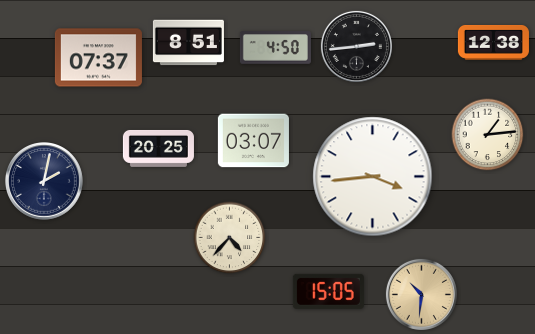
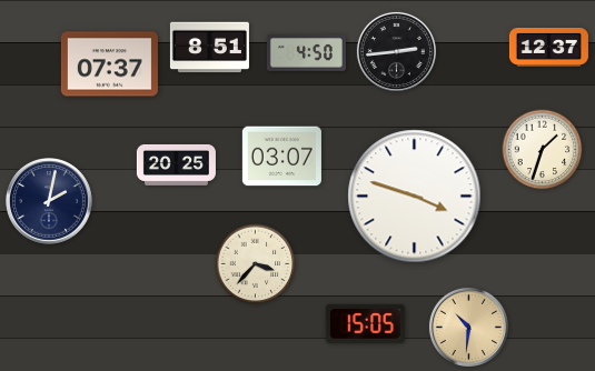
clock at (493, 42): 12:38 -> 12:37
clock at (488, 135): 1:14 -> 1:33
clock at (373, 177): 3:44 -> 3:48
clock at (230, 238): 4:37 -> 3:37
